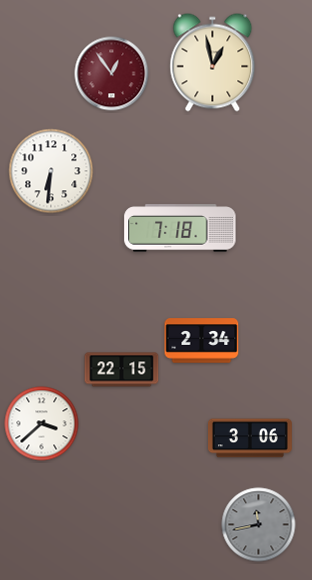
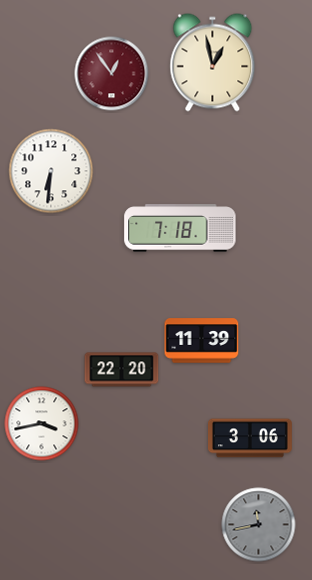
clock at (202, 341): 2:34 -> 11:39
clock at (122, 370): 22:15 -> 22:20
clock at (42, 424): 3:38 -> 3:43
